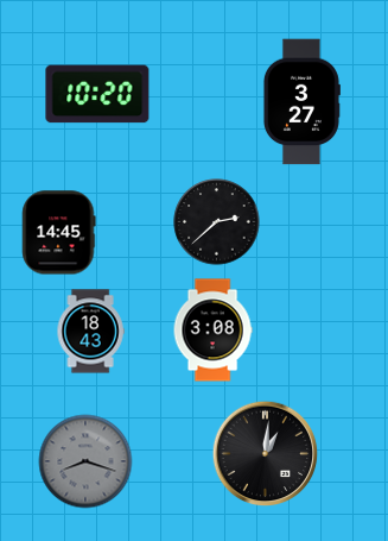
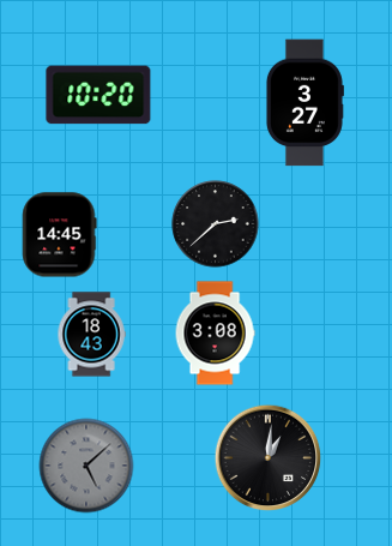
clock at (217, 222) position: (217, 222) -> (216, 224)
clock at (85, 461): 8:18 -> 5:08
